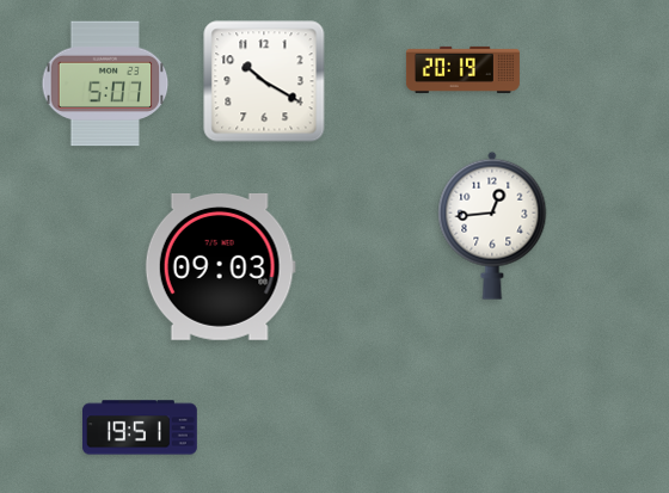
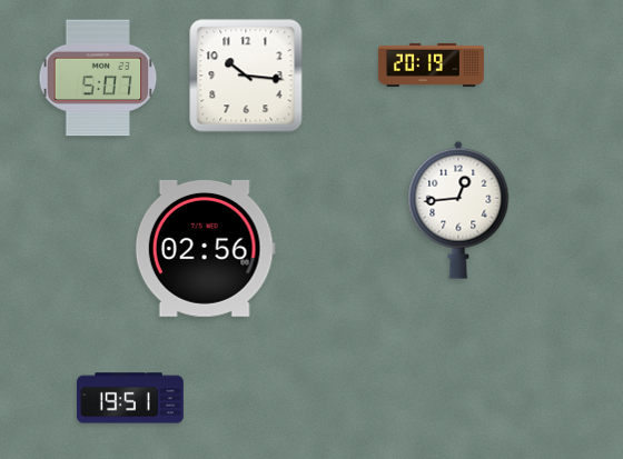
clock at (264, 81): 10:20 -> 10:16
clock at (220, 266): 09:03 -> 02:56
